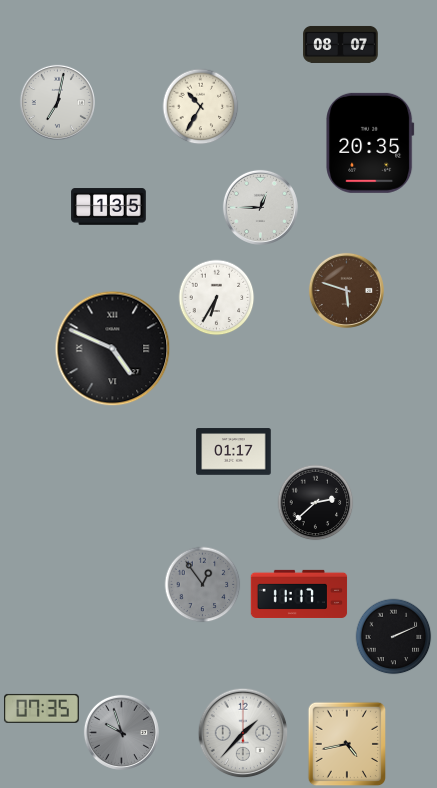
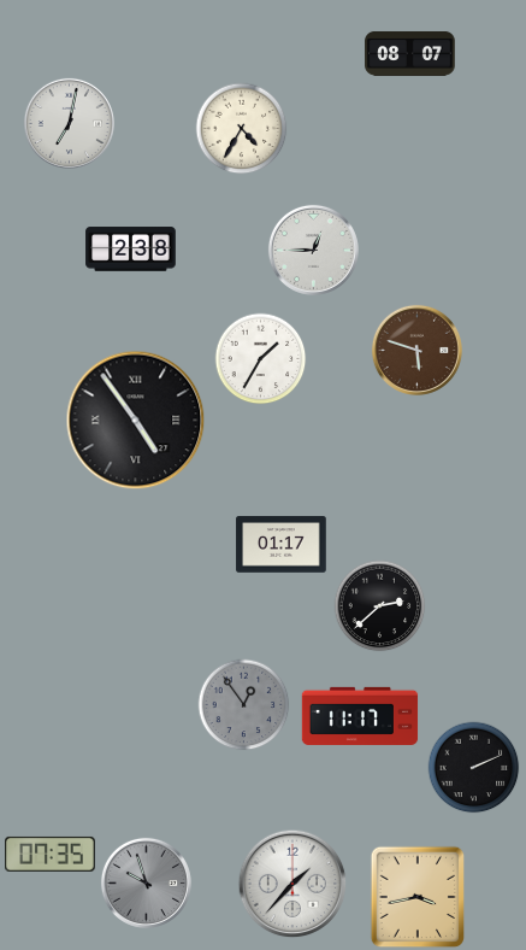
clock at (201, 107): 10:35 -> 4:35
clock at (370, 143): 20:35 -> none
clock at (109, 207): 1:35 -> 2:38
clock at (217, 298): 6:35 -> 1:35
clock at (113, 349): 4:49 -> 4:54
clock at (347, 744): 4:43 -> 3:43
